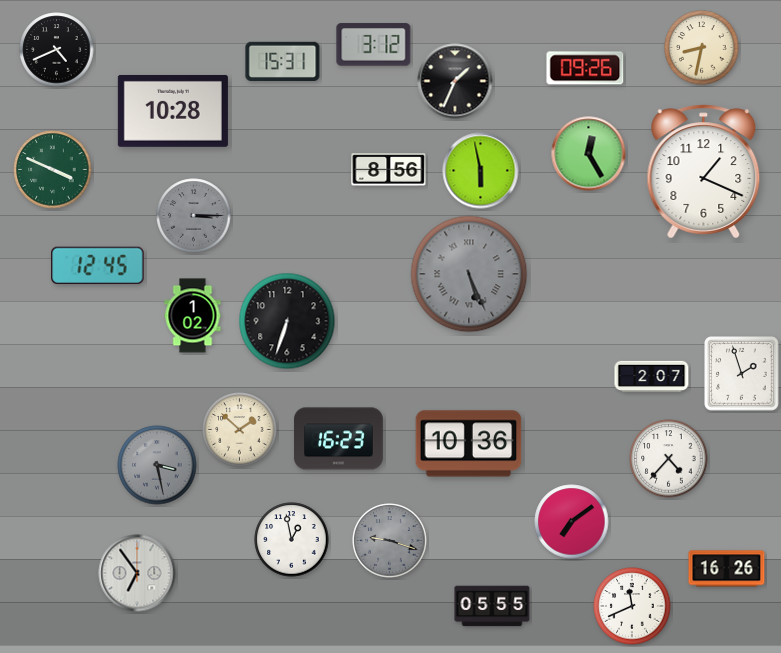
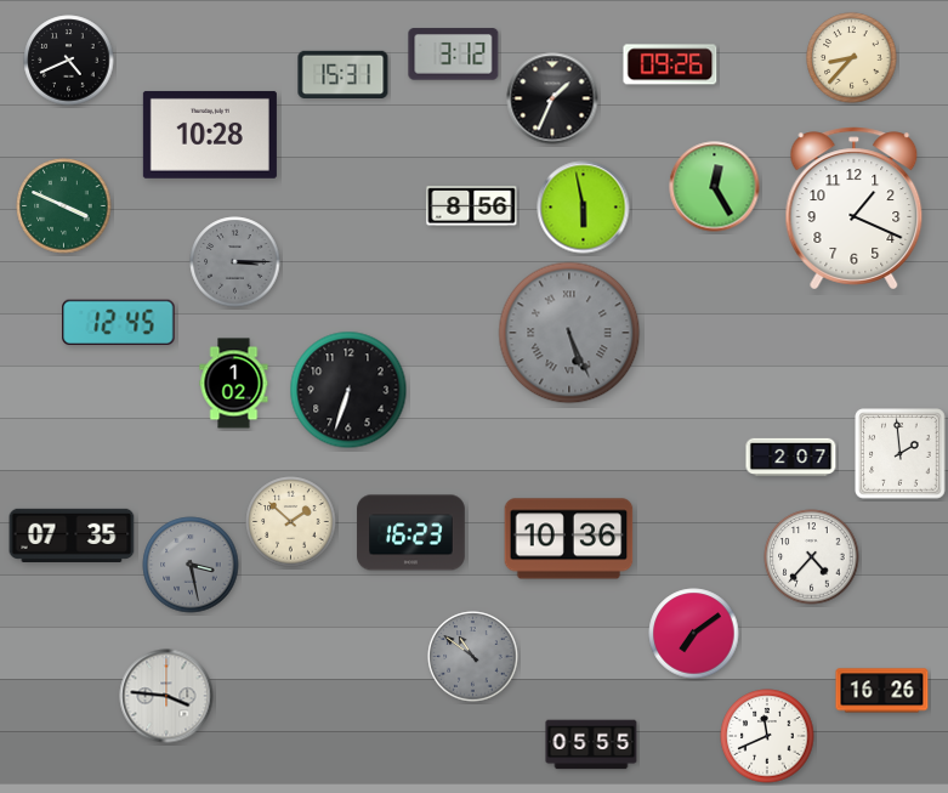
clock at (702, 48): 8:32 -> 8:37
clock at (585, 68) position: (585, 68) -> (670, 64)
clock at (742, 374): 1:57 -> 1:59
clock at (72, 536): none -> 07:35
clock at (292, 540): 12:58 -> none
clock at (390, 541): 9:18 -> 10:51
clock at (137, 573): 6:54 -> 3:46
clock at (492, 606) position: (492, 606) -> (591, 744)
